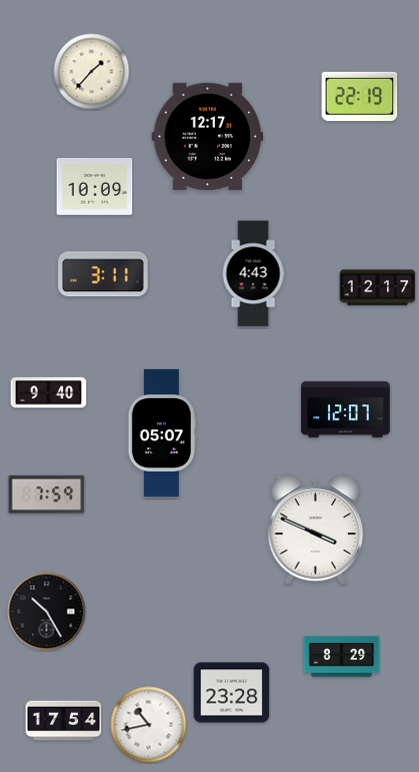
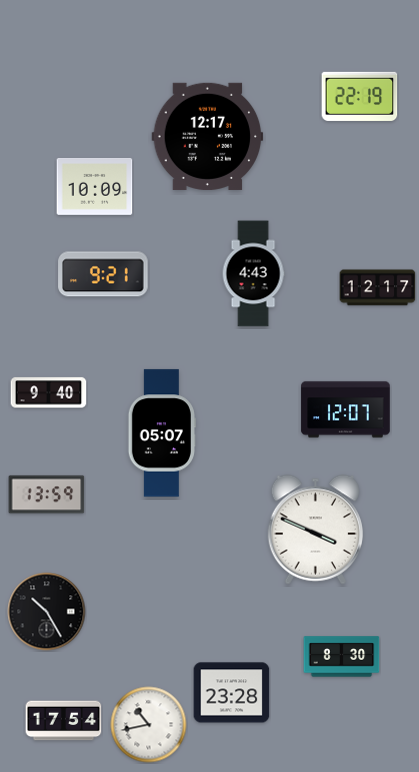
clock at (92, 72): 1:37 -> none
clock at (103, 274): 3:11 -> 9:21
clock at (47, 495): 7:59 -> 13:59
clock at (342, 657): 8:29 -> 8:30
